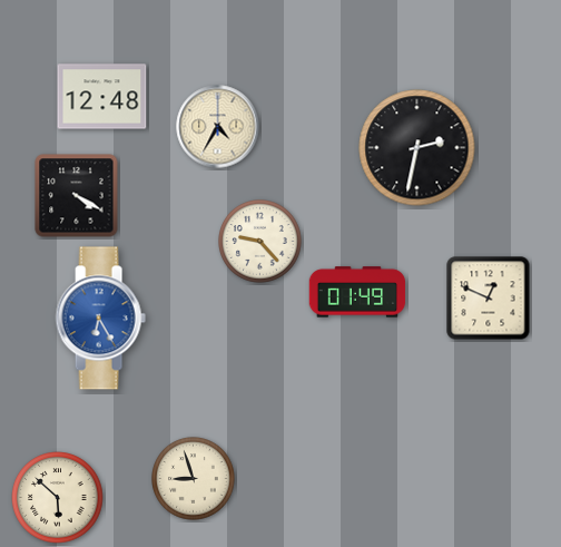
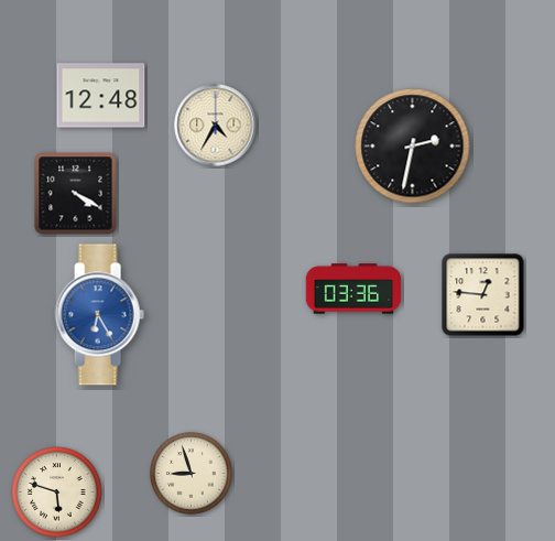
clock at (260, 242): 9:23 -> none
clock at (357, 292): 01:49 -> 03:36
clock at (489, 299): 12:49 -> 12:46
clock at (58, 498): 5:52 -> 5:48
